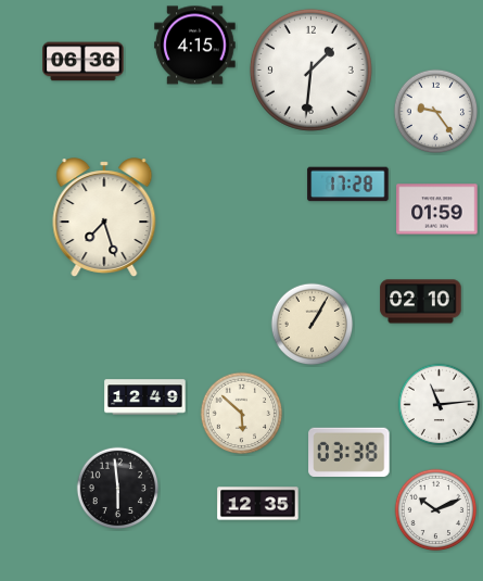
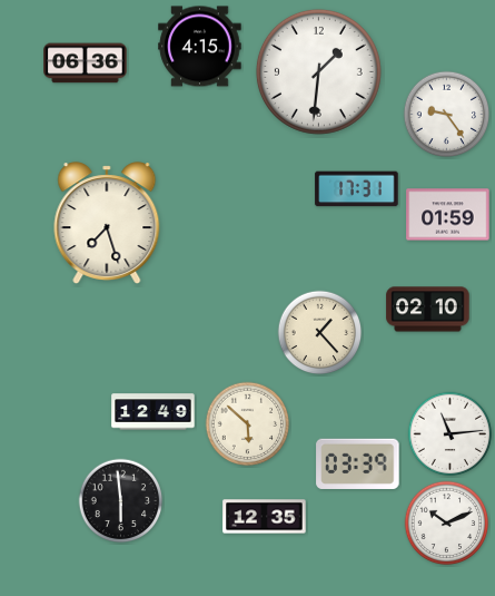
clock at (348, 185): 17:28 -> 17:31
clock at (421, 302) position: (421, 302) -> (428, 310)
clock at (313, 325): 1:05 -> 1:23
clock at (145, 397) position: (145, 397) -> (154, 412)
clock at (440, 405) position: (440, 405) -> (451, 434)
clock at (349, 452): 03:38 -> 03:39
